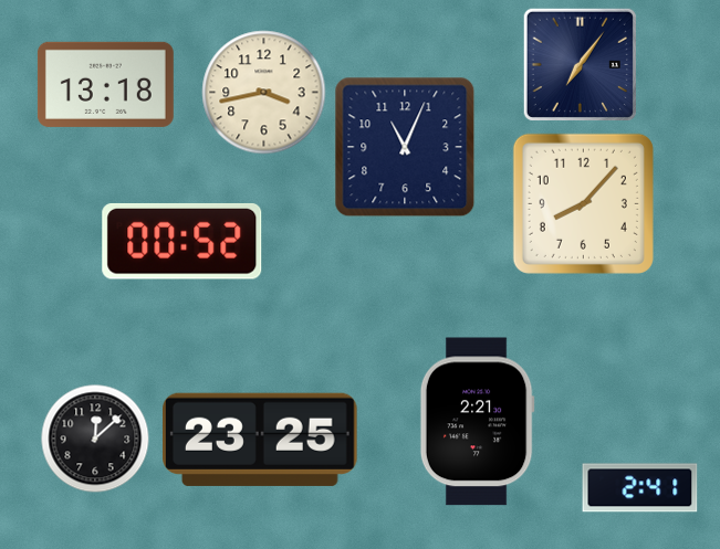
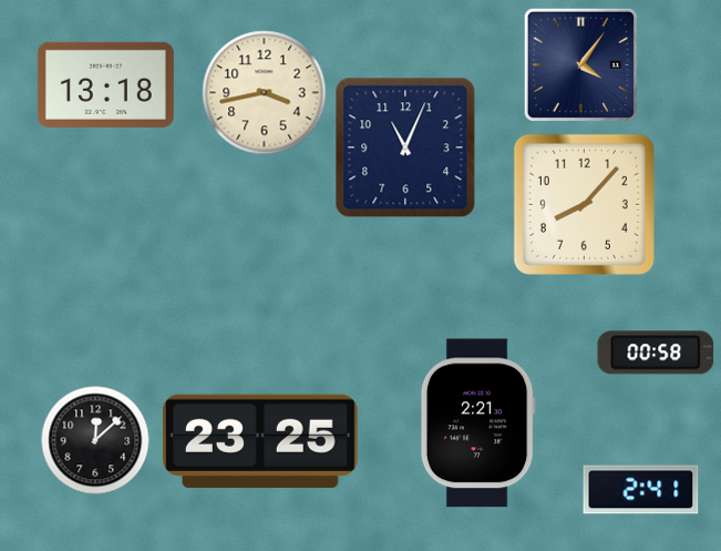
clock at (580, 64): 7:06 -> 4:06
clock at (182, 242): 00:52 -> none
clock at (656, 353): none -> 00:58
